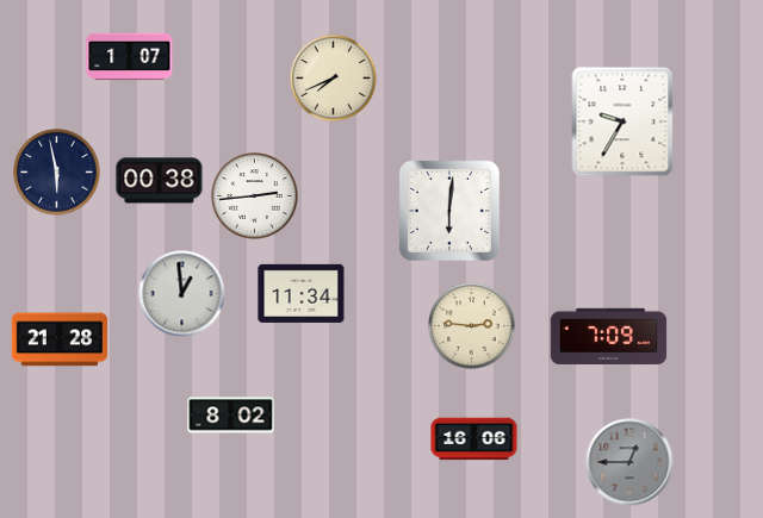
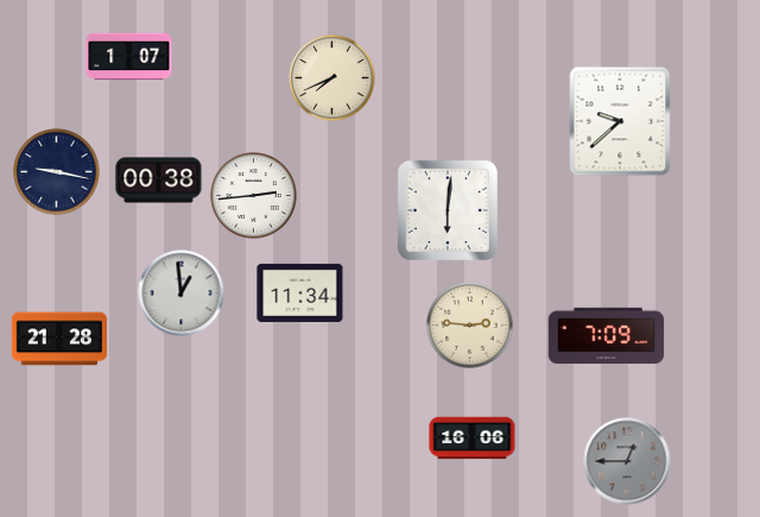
clock at (622, 121): 9:35 -> 9:38
clock at (57, 173): 5:58 -> 9:17
clock at (231, 416): 8:02 -> none
